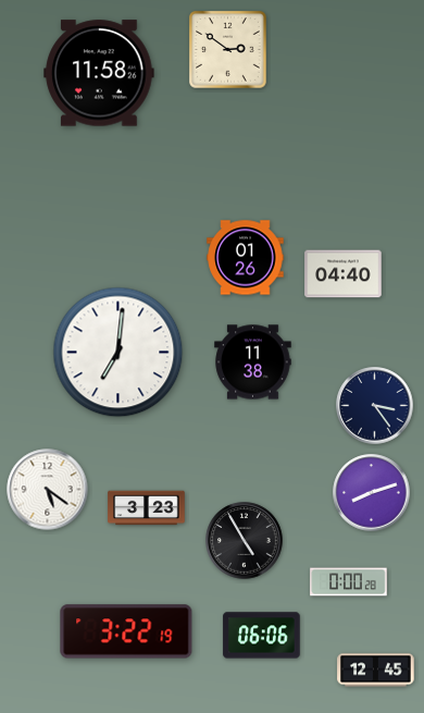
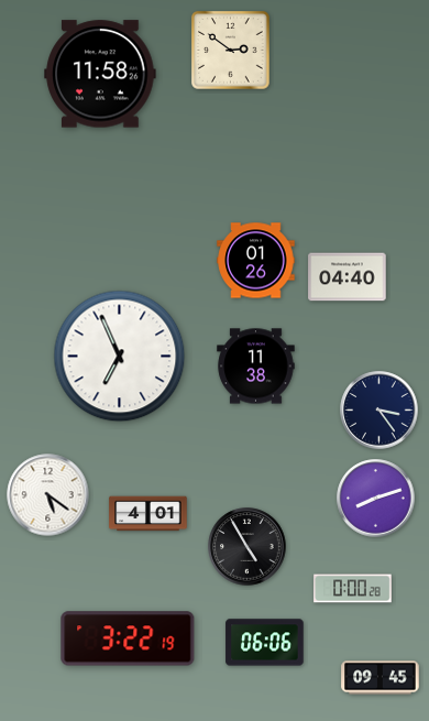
clock at (246, 258) position: (246, 258) -> (256, 261)
clock at (119, 353): 7:01 -> 6:56
clock at (147, 508): 3:23 -> 4:01
clock at (376, 671): 12:45 -> 09:45
